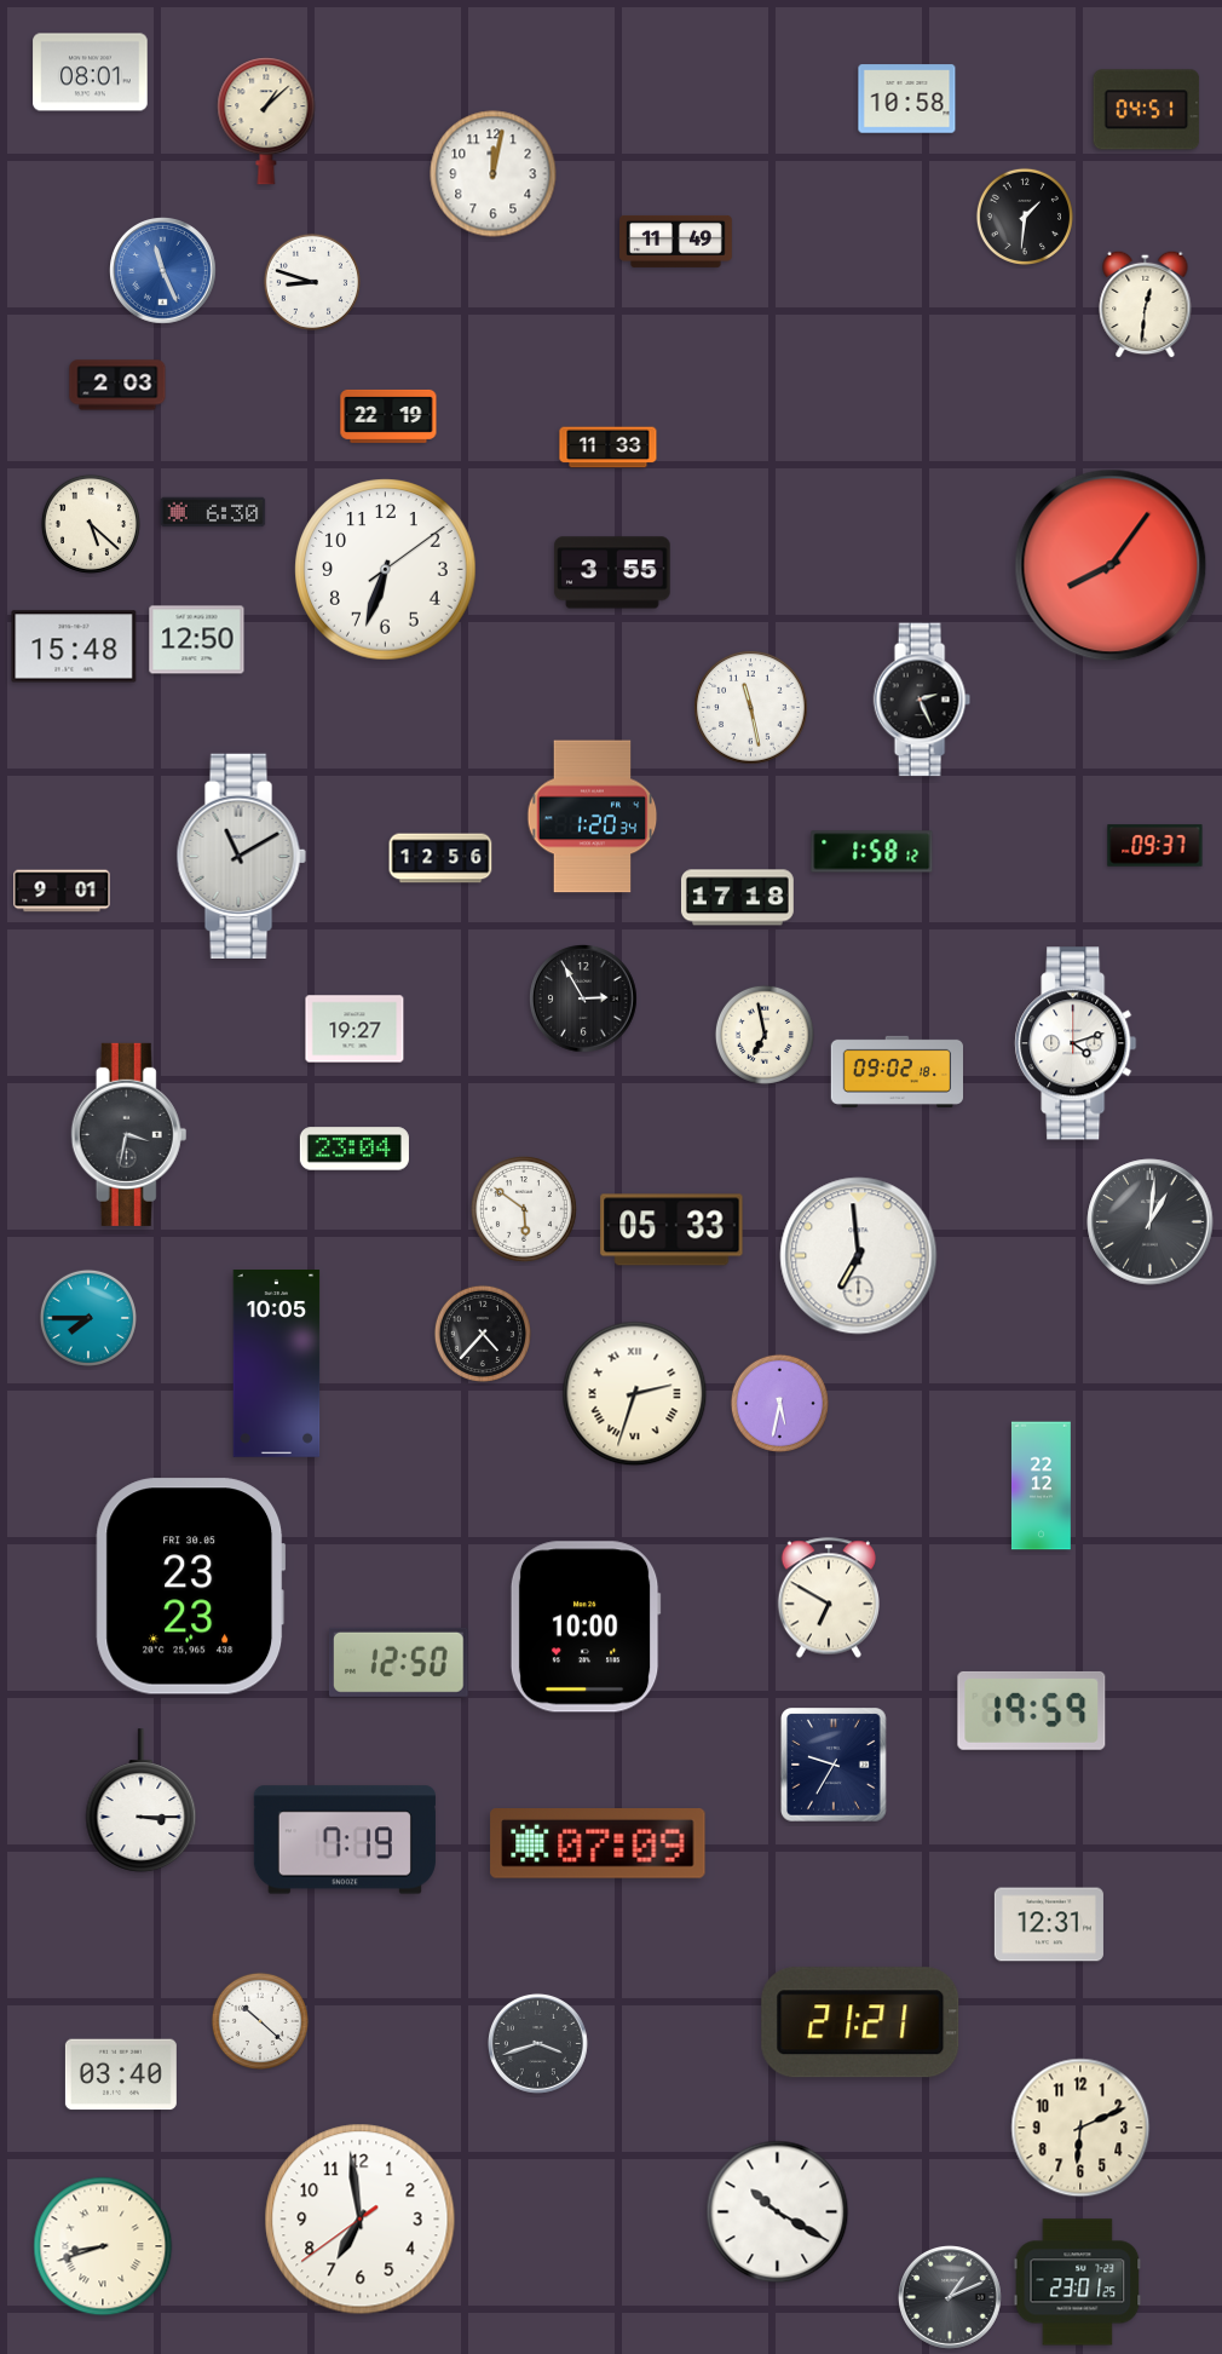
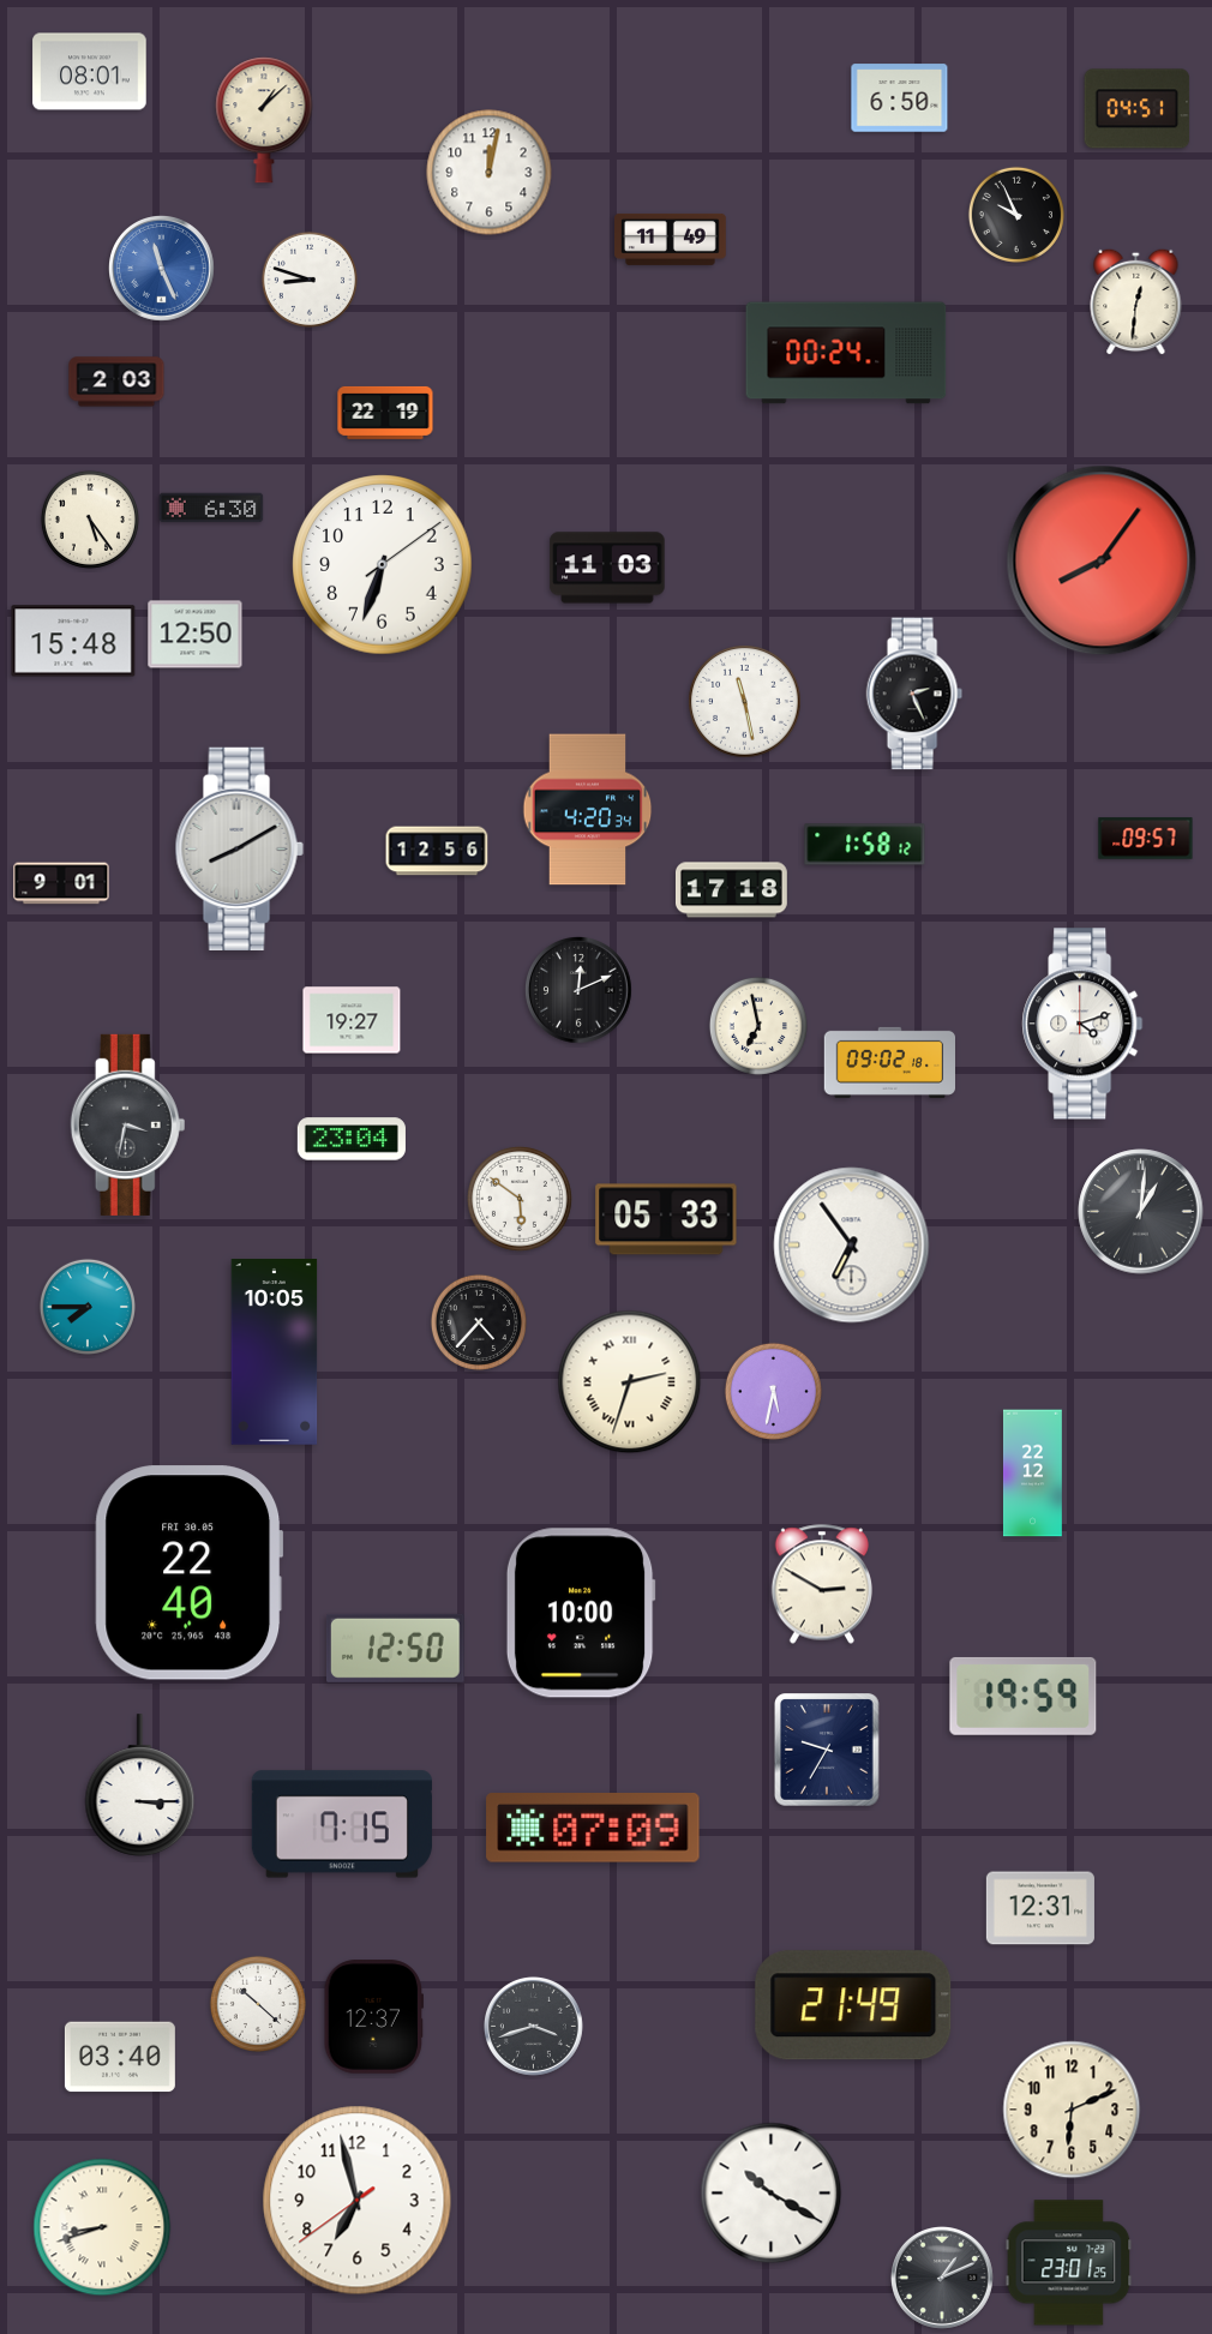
clock at (907, 99): 10:58 -> 6:50
clock at (1025, 217): 1:31 -> 9:56
clock at (846, 353): none -> 00:24
clock at (609, 448): 11:33 -> none
clock at (91, 524): 5:22 -> 5:24
clock at (612, 572): 3:55 -> 11:03
clock at (593, 817): 1:20 -> 4:20
clock at (1155, 846): 09:37 -> 09:57
clock at (241, 856): 11:10 -> 8:10
clock at (583, 1000): 2:55 -> 12:11
clock at (1076, 1043) position: (1076, 1043) -> (1082, 1024)
clock at (859, 1256): 6:59 -> 6:54
clock at (191, 1587): 23:23 -> 22:40
clock at (828, 1598): 6:50 -> 2:50
clock at (345, 1840): 7:19 -> 7:15
clock at (860, 2022): 21:21 -> 21:49
clock at (373, 2017): none -> 12:37
clock at (361, 2220): 6:58 -> 6:57
